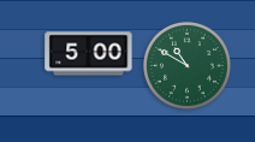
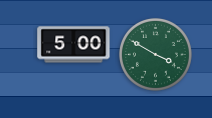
clock at (186, 65): 10:50 -> 3:50
